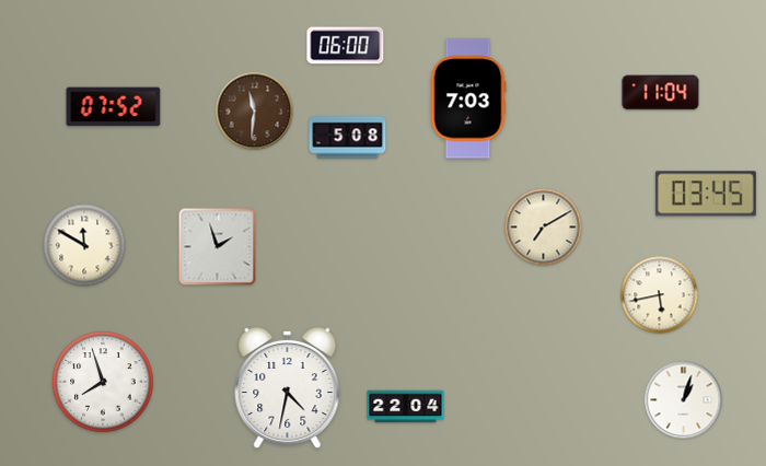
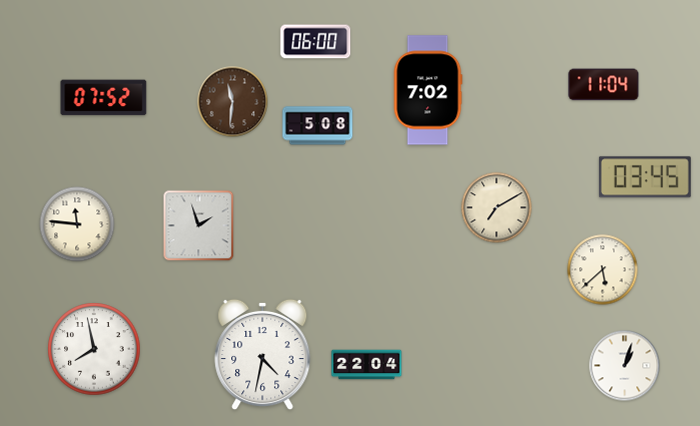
clock at (468, 98): 7:03 -> 7:02
clock at (84, 245): 11:50 -> 11:46
clock at (660, 295): 5:43 -> 5:38
clock at (103, 382): 7:57 -> 7:58
clock at (406, 407) position: (406, 407) -> (367, 365)
